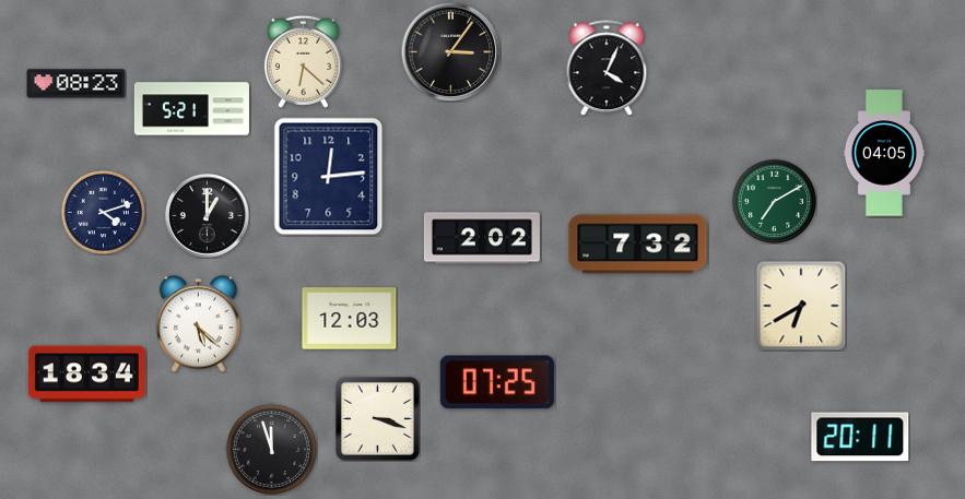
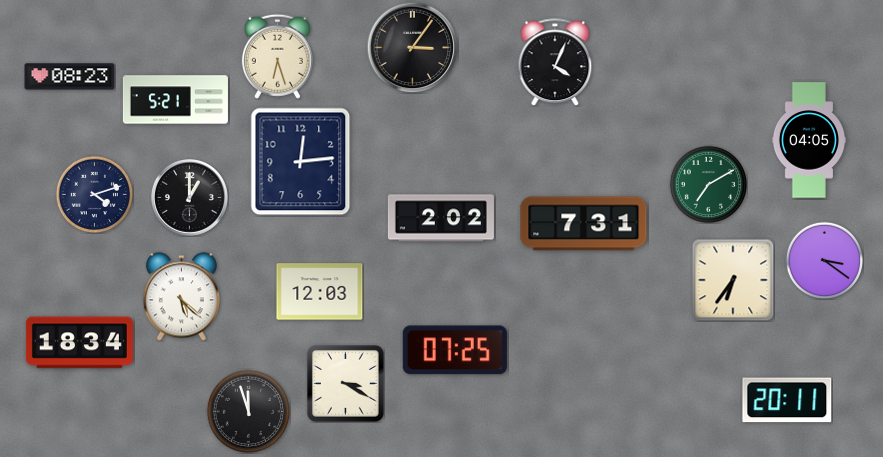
clock at (303, 61): 6:22 -> 6:27
clock at (638, 245): 7:32 -> 7:31
clock at (824, 260): none -> 3:21
clock at (801, 306): 6:40 -> 6:36
clock at (377, 418): 3:18 -> 3:20
